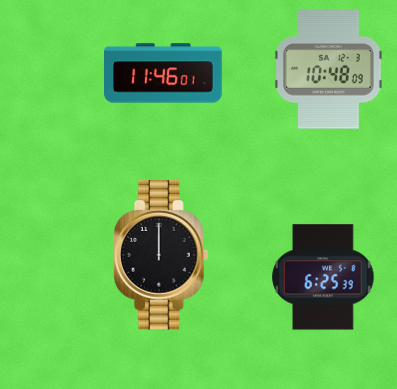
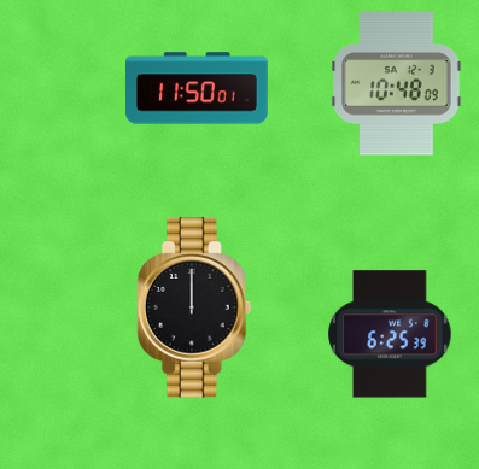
clock at (164, 73): 11:46 -> 11:50
